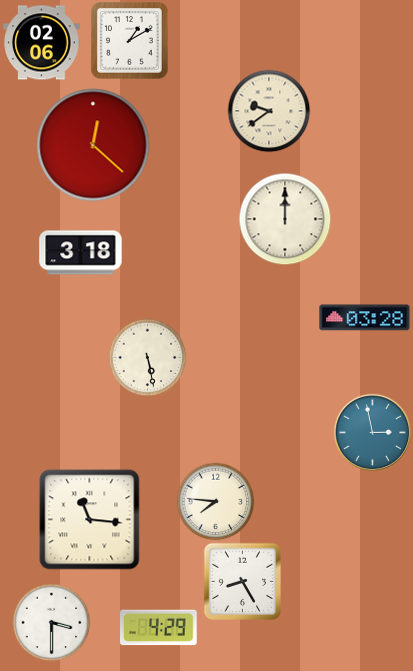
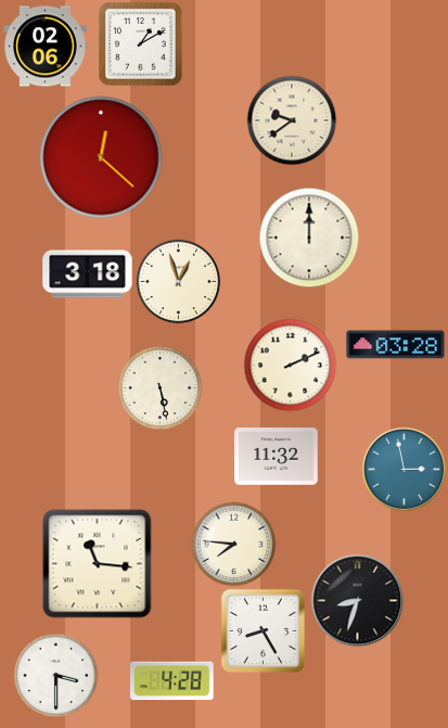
clock at (178, 281): none -> 12:57
clock at (290, 365): none -> 2:11
clock at (277, 457): none -> 11:32
clock at (357, 600): none -> 8:33
clock at (159, 628): 4:29 -> 4:28
